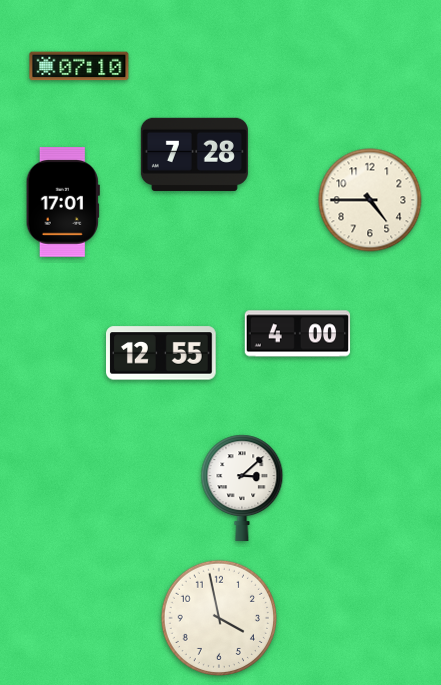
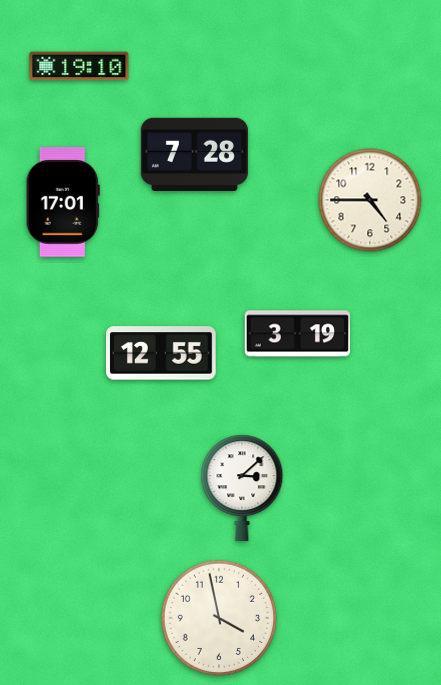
clock at (79, 66): 07:10 -> 19:10
clock at (298, 334): 4:00 -> 3:19
